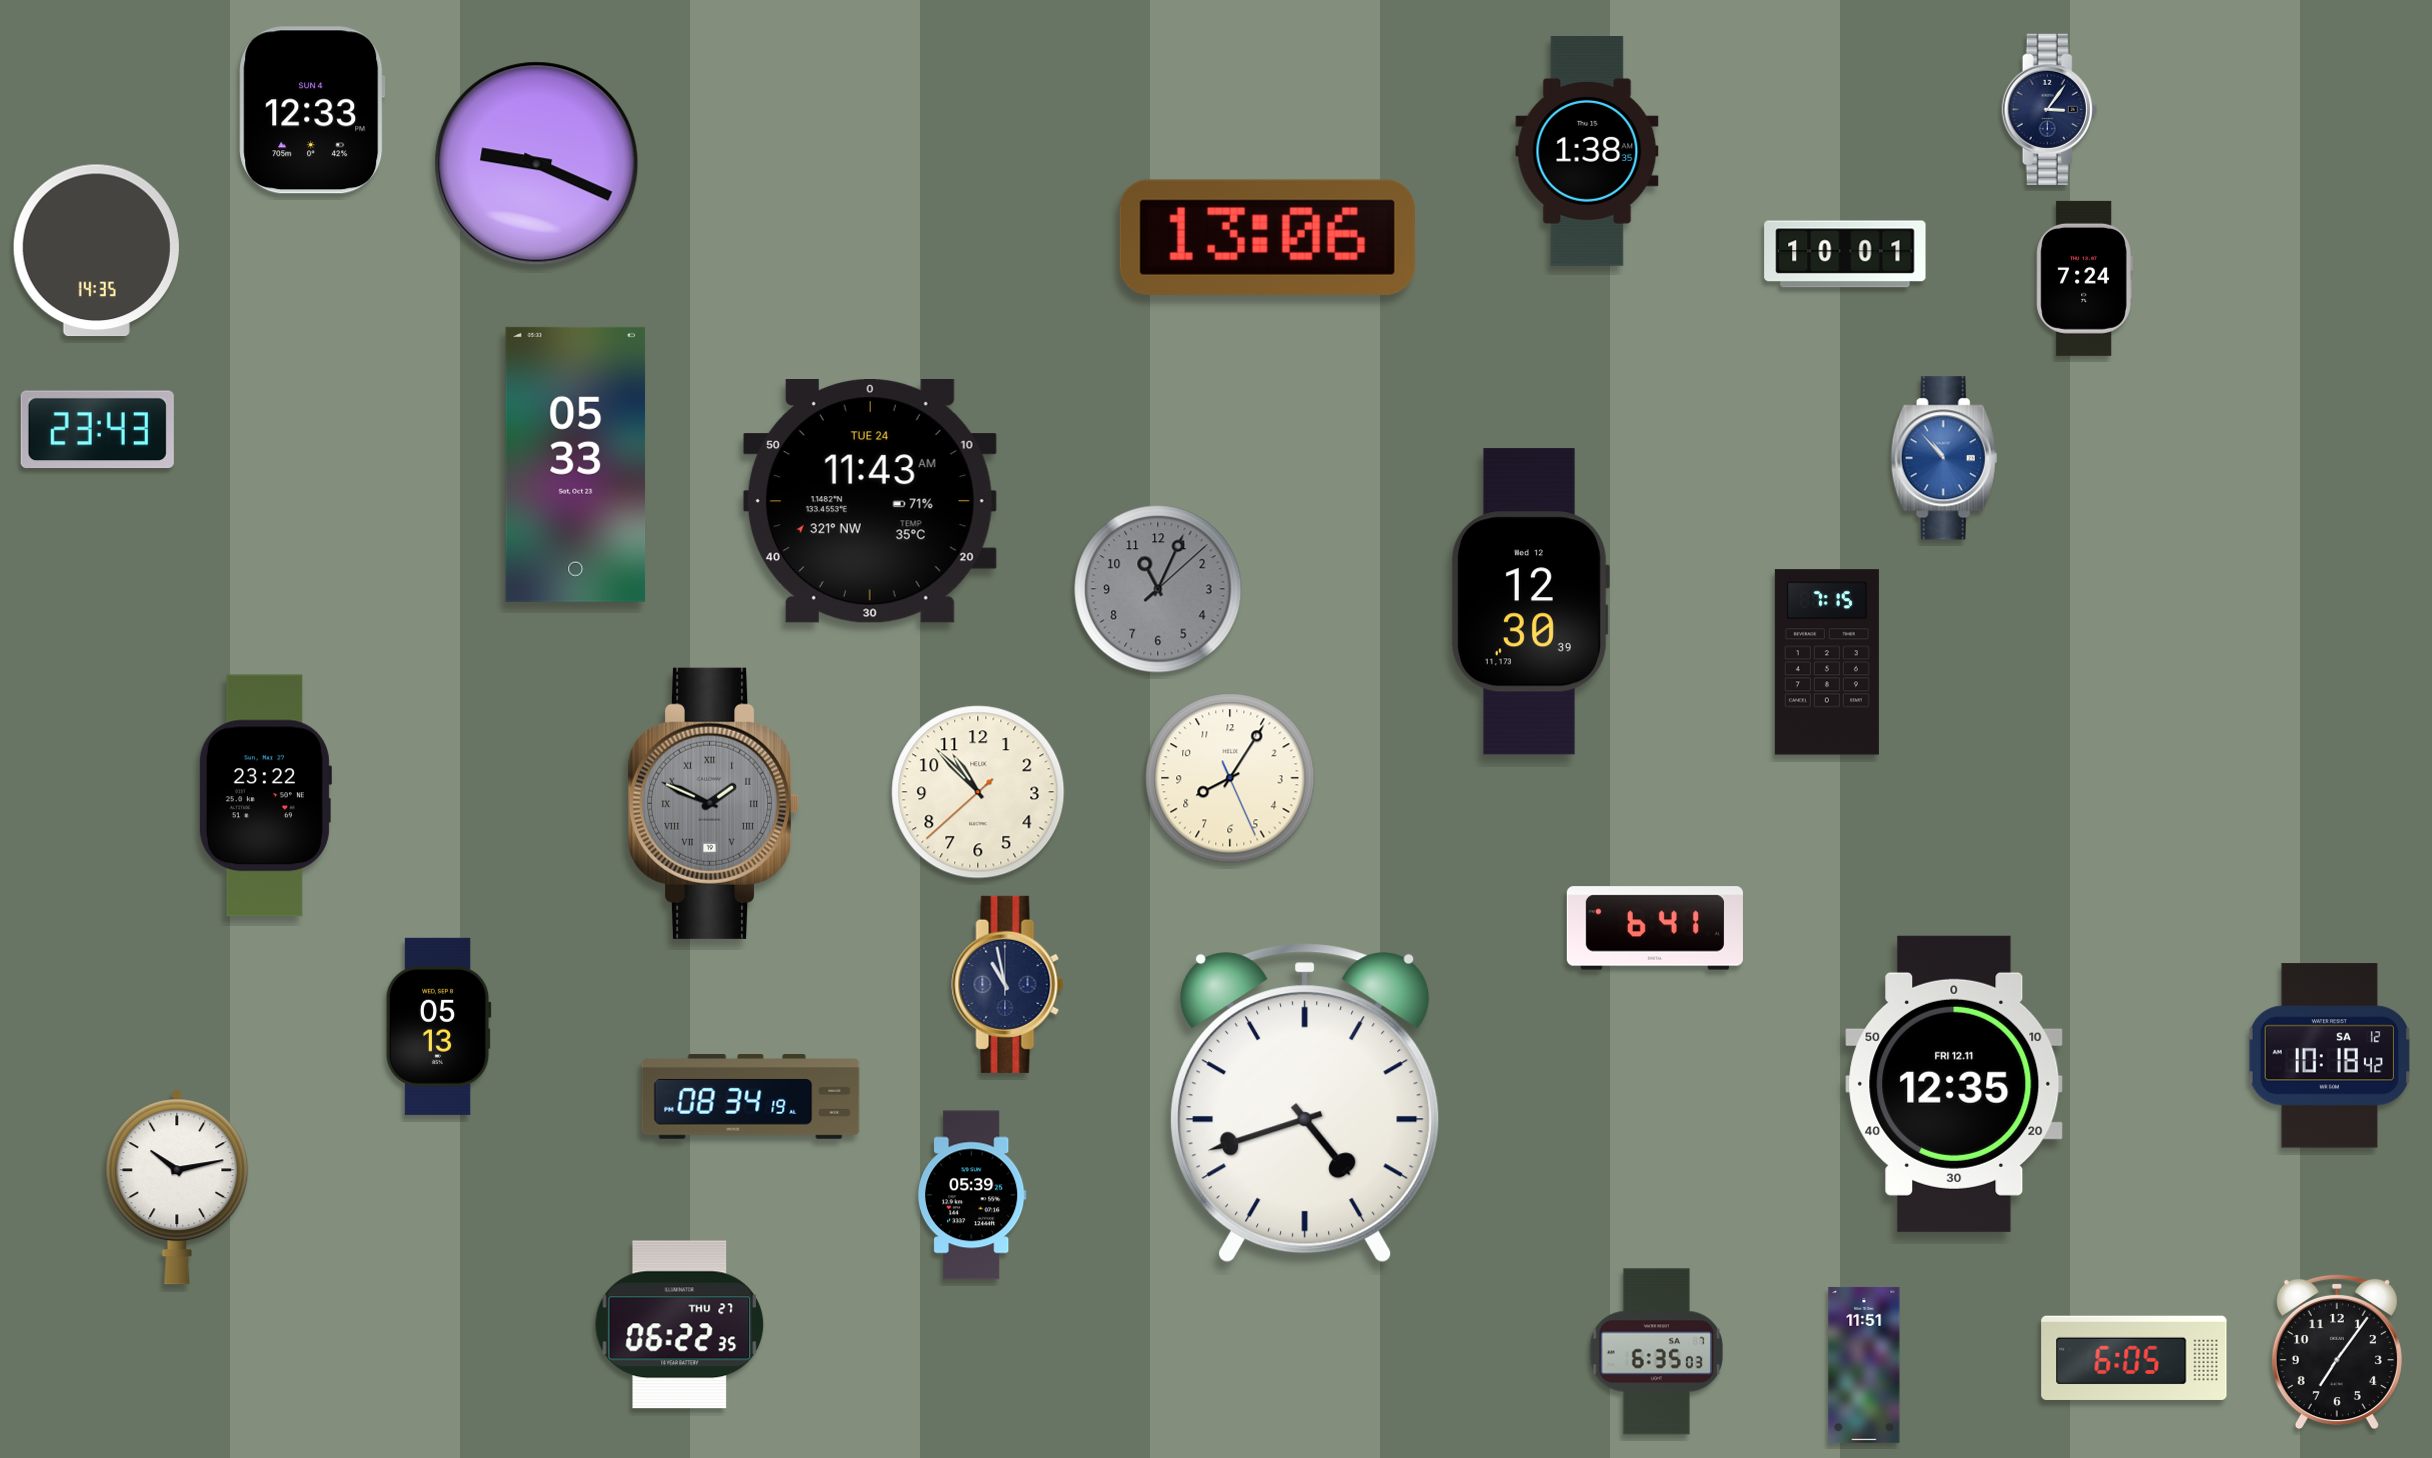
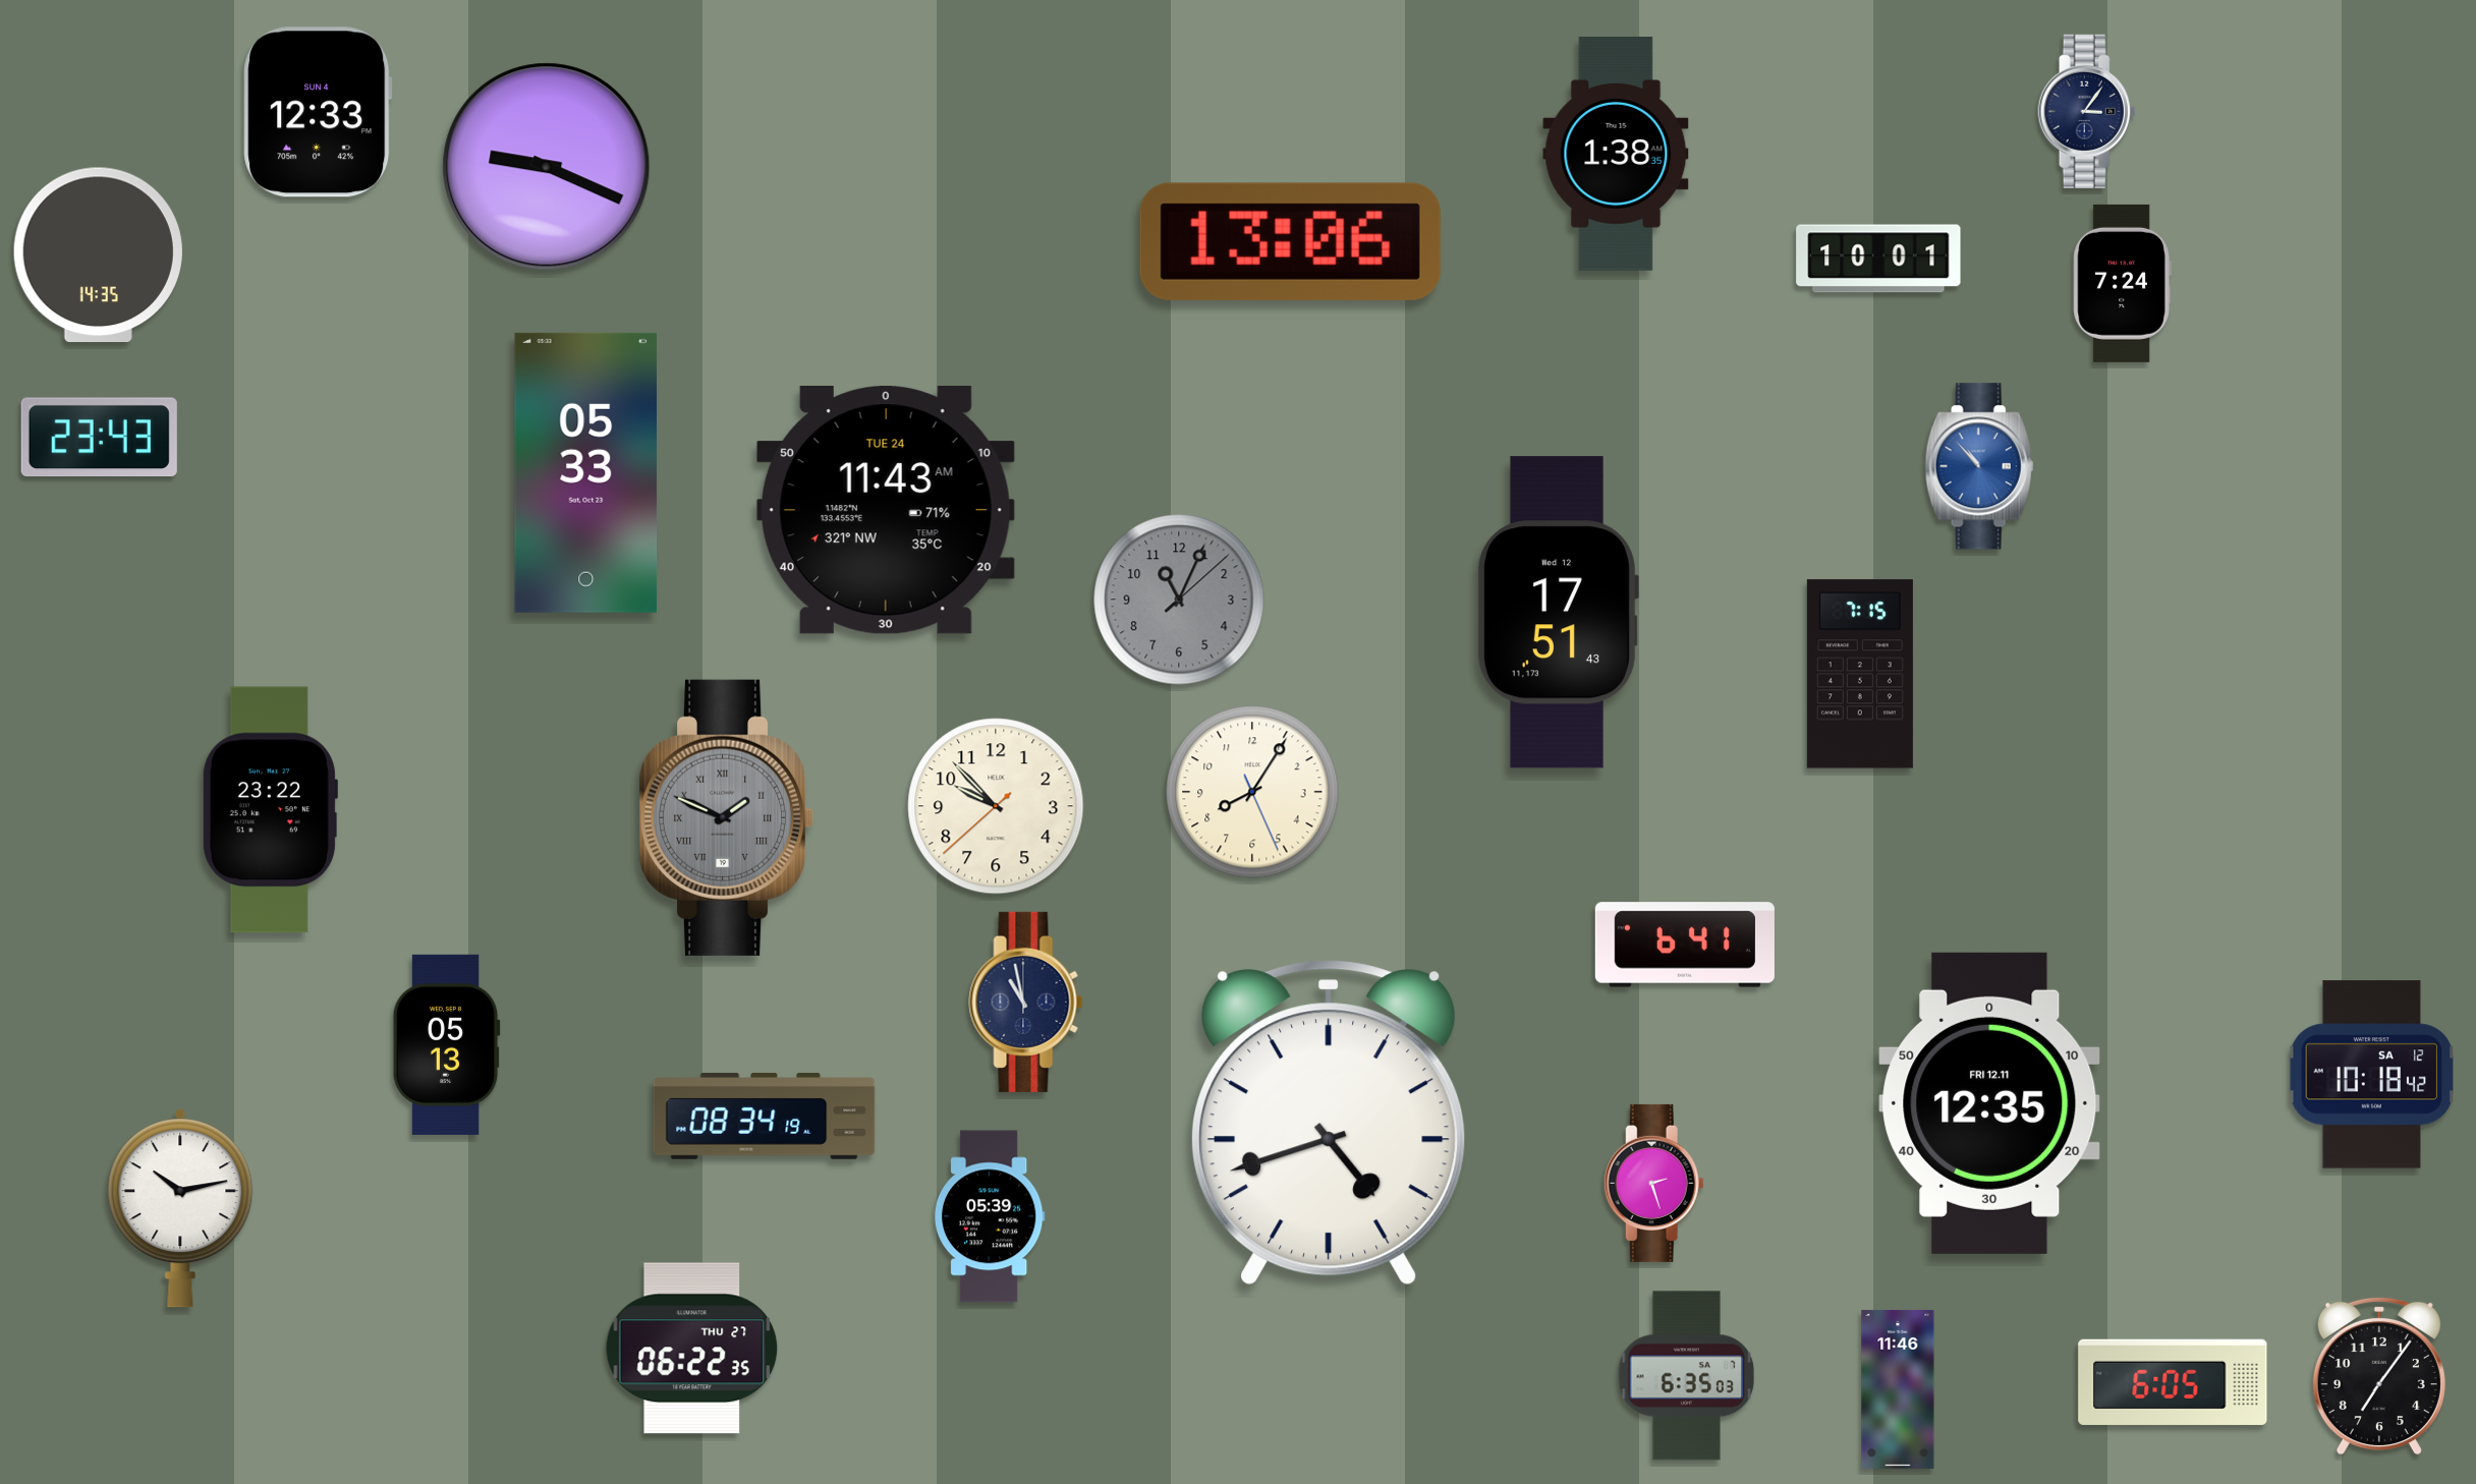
clock at (1530, 602): 12:30 -> 17:51
clock at (978, 792): 10:52 -> 9:52
clock at (1653, 1183): none -> 2:27
clock at (1864, 1365): 11:51 -> 11:46
